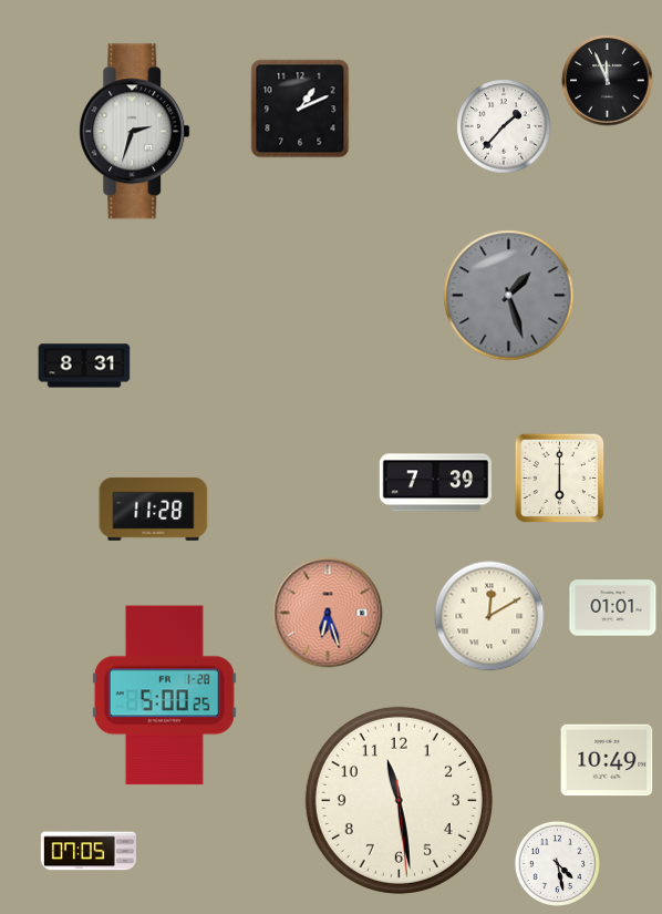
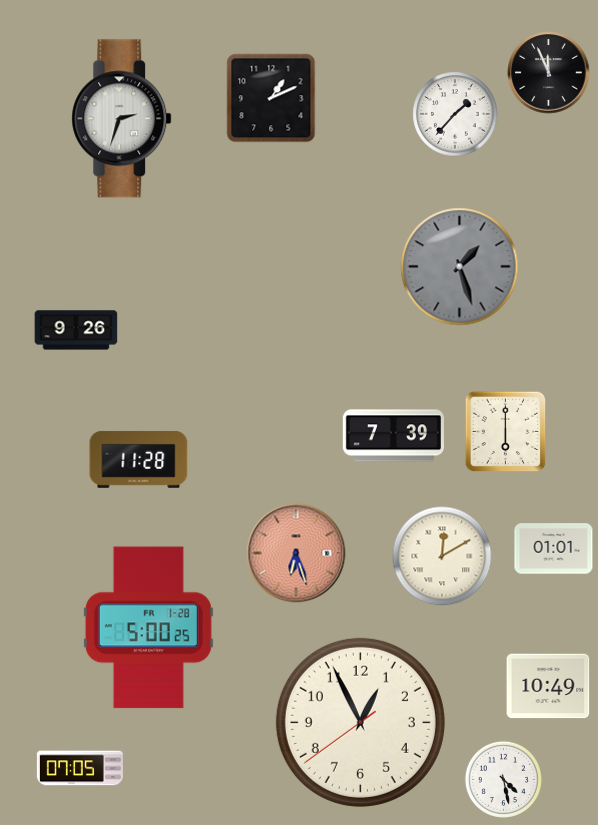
clock at (84, 366): 8:31 -> 9:26
clock at (399, 800): 11:28 -> 12:55
